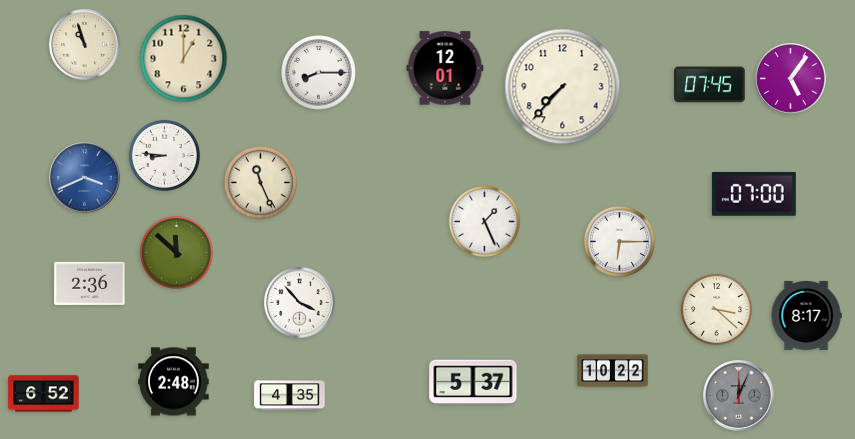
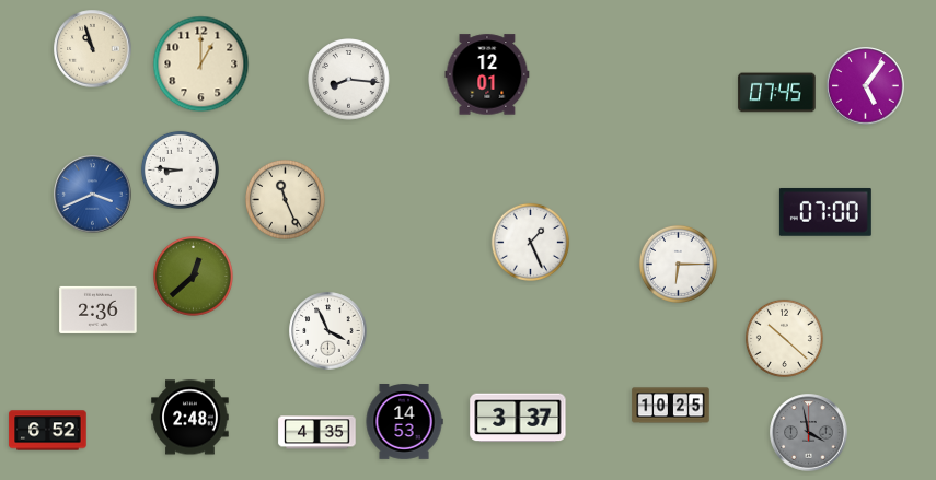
clock at (319, 73): 8:15 -> 8:16
clock at (563, 87): 7:37 -> none
clock at (176, 252): 11:52 -> 12:38
clock at (300, 303): 3:53 -> 3:56
clock at (716, 309): 3:22 -> 10:22
clock at (806, 315): 8:17 -> none
clock at (613, 371): 10:22 -> 10:25
clock at (473, 382): 5:37 -> 3:37
clock at (404, 422): none -> 14:53
clock at (739, 396): 12:04 -> 3:58
